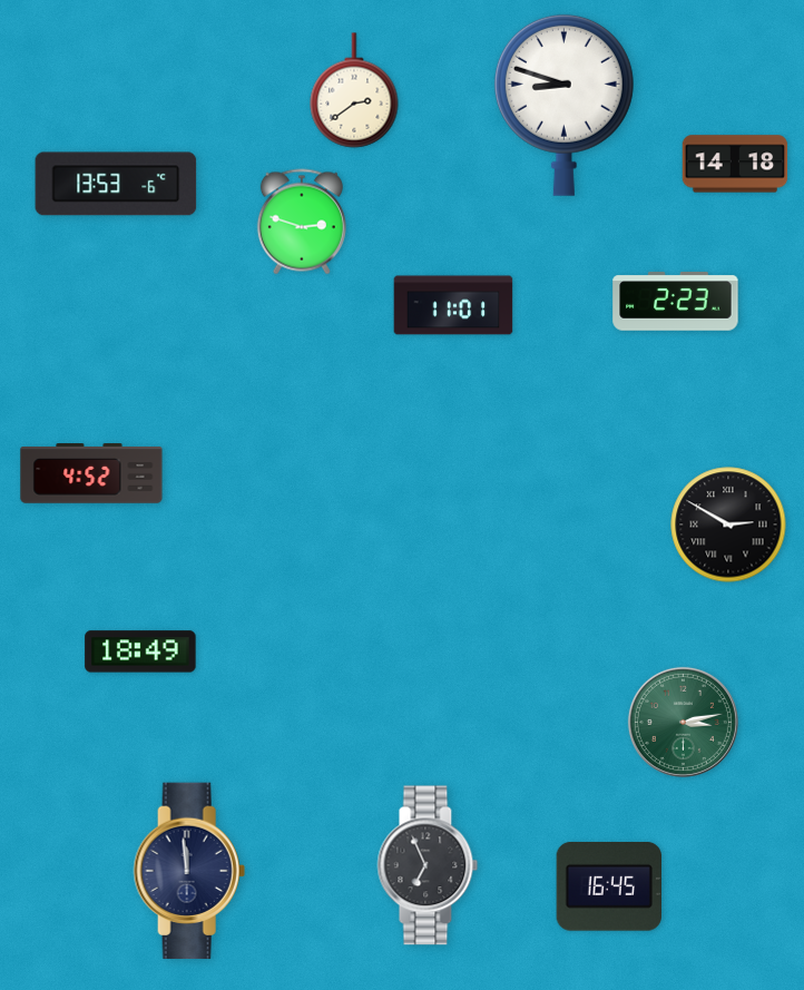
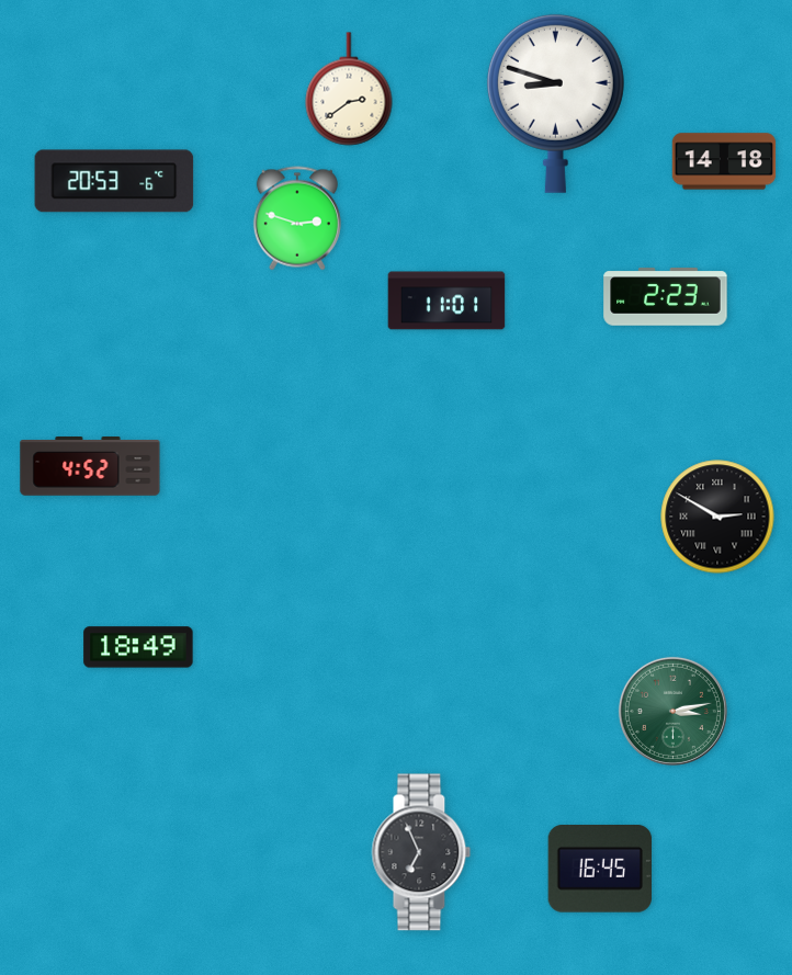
clock at (116, 184): 13:53 -> 20:53
clock at (140, 651) position: (140, 651) -> (138, 647)
clock at (189, 871): 11:59 -> none
clock at (608, 888) position: (608, 888) -> (599, 870)
